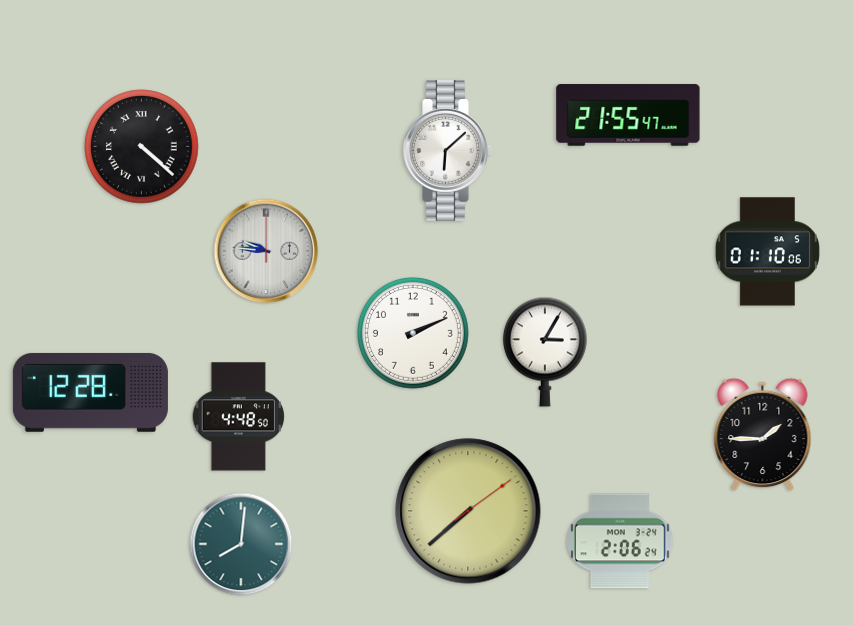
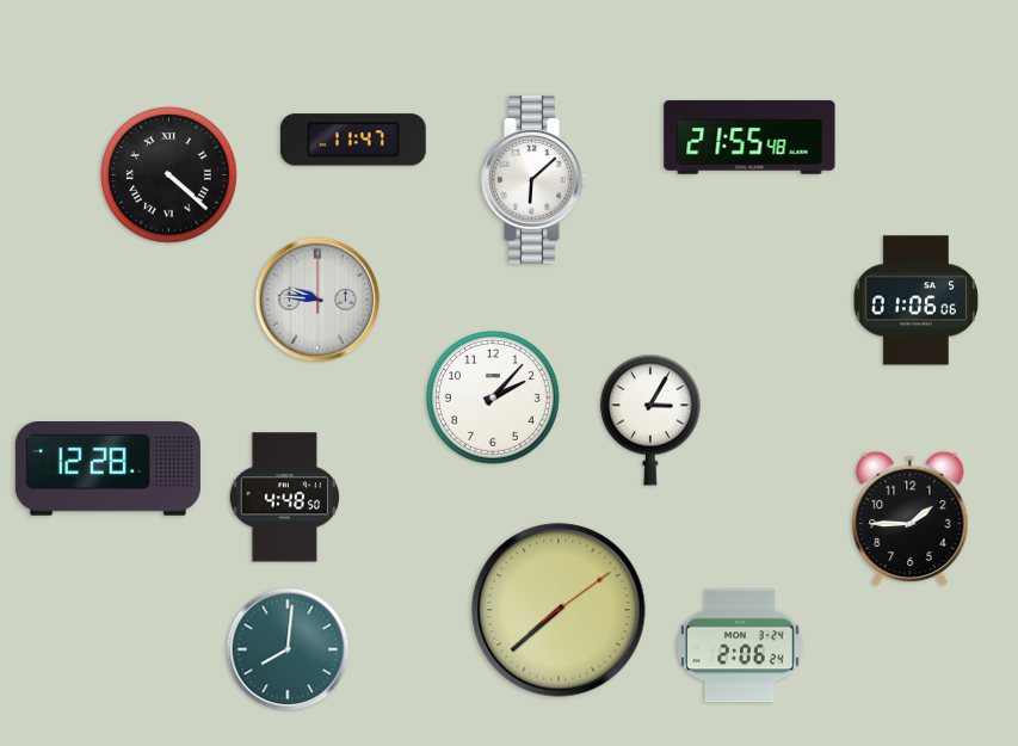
clock at (628, 115): 21:55:47 -> 21:55:48
clock at (353, 140): none -> 11:47
clock at (767, 252): 01:10 -> 01:06
clock at (413, 333): 2:11 -> 2:07
